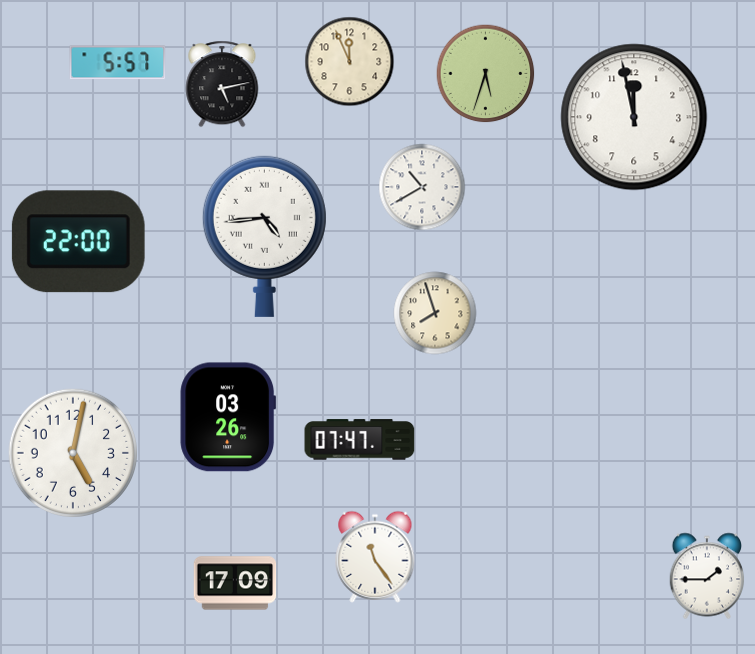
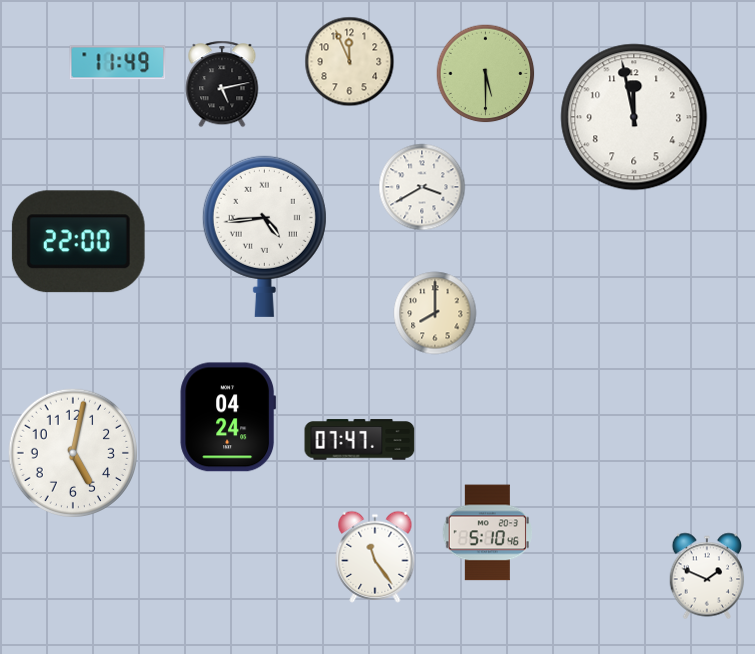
clock at (118, 63): 5:57 -> 11:49
clock at (486, 74): 5:33 -> 5:30
clock at (422, 187): 10:40 -> 3:40
clock at (435, 313): 7:57 -> 8:00
clock at (227, 417): 03:26 -> 04:24
clock at (487, 533): none -> 5:10
clock at (707, 576): 1:45 -> 1:49
clock at (235, 583): 17:09 -> none
